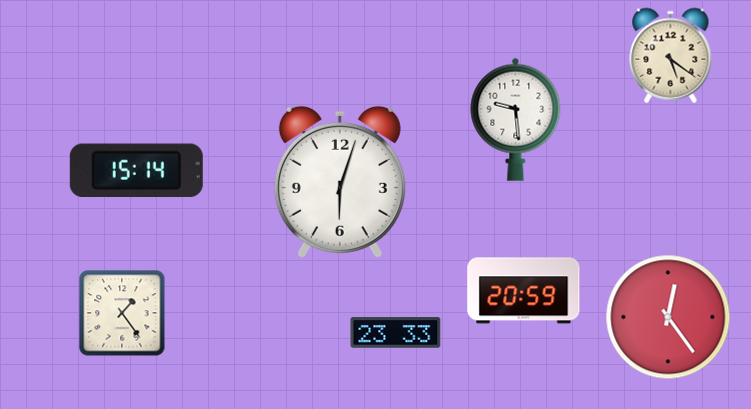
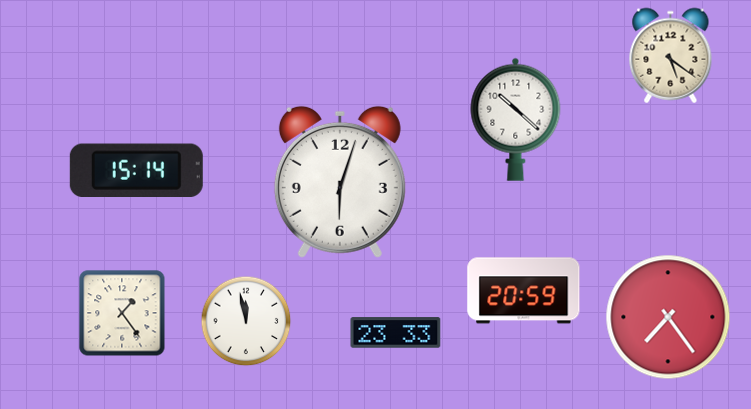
clock at (516, 119): 9:29 -> 10:22
clock at (668, 317): 12:24 -> 7:24
clock at (246, 321): none -> 11:58
